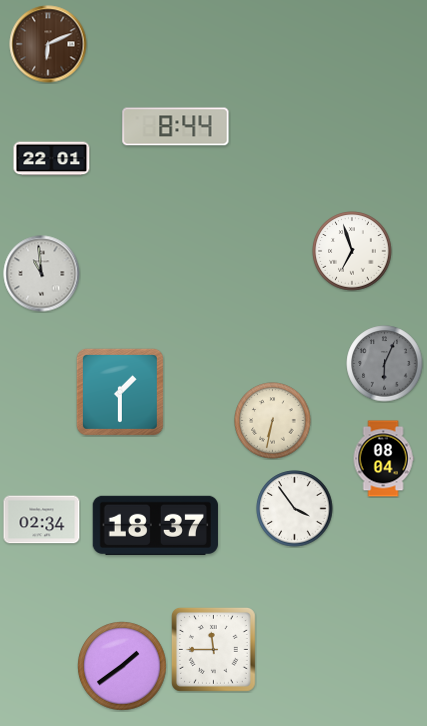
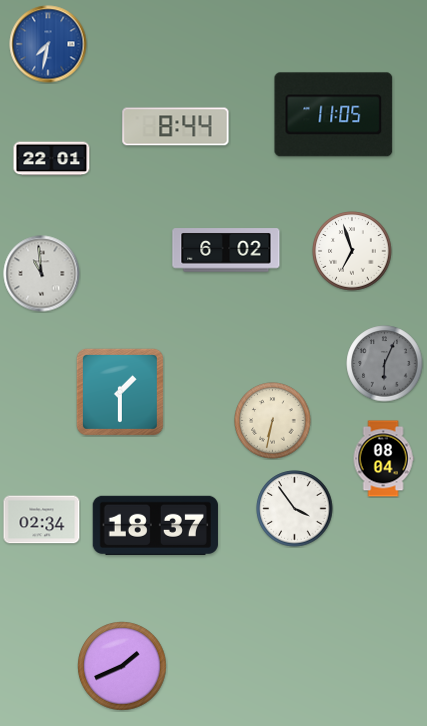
clock at (48, 44): 6:11 -> 7:32
clock at (48, 44) dial: brown -> blue
clock at (334, 115): none -> 11:05
clock at (226, 250): none -> 6:02
clock at (214, 650): 11:45 -> none
clock at (122, 666): 1:39 -> 1:41
